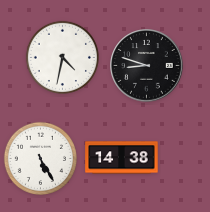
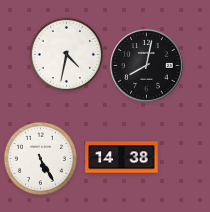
clock at (62, 57) position: (62, 57) -> (66, 54)
clock at (147, 66): 8:48 -> 8:02
